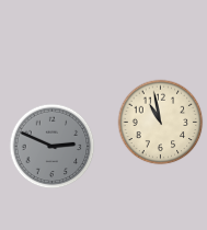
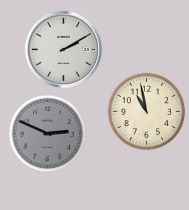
clock at (63, 49): none -> 2:10
